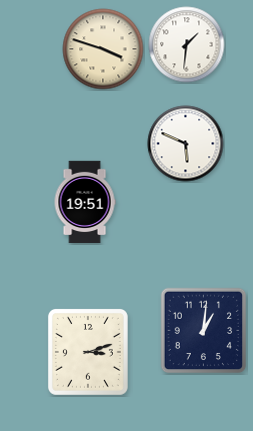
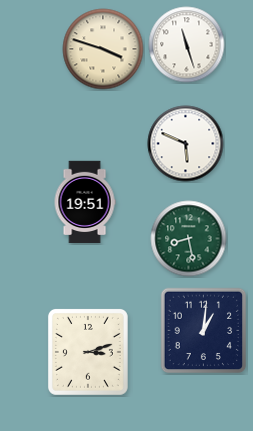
clock at (187, 45): 1:31 -> 11:27
clock at (189, 239): none -> 8:28
